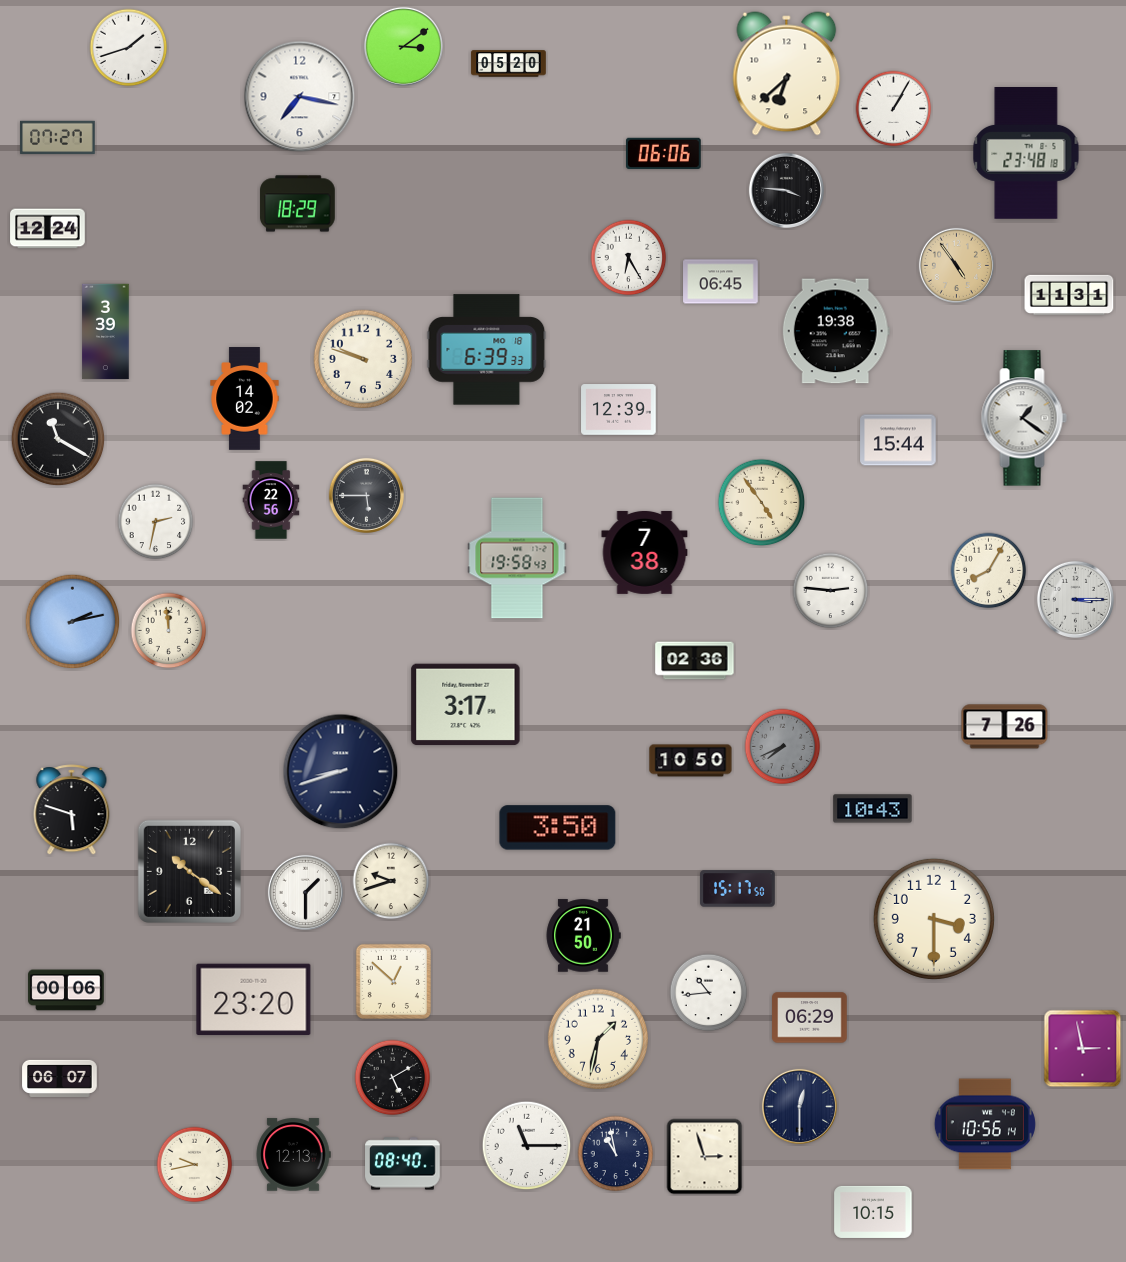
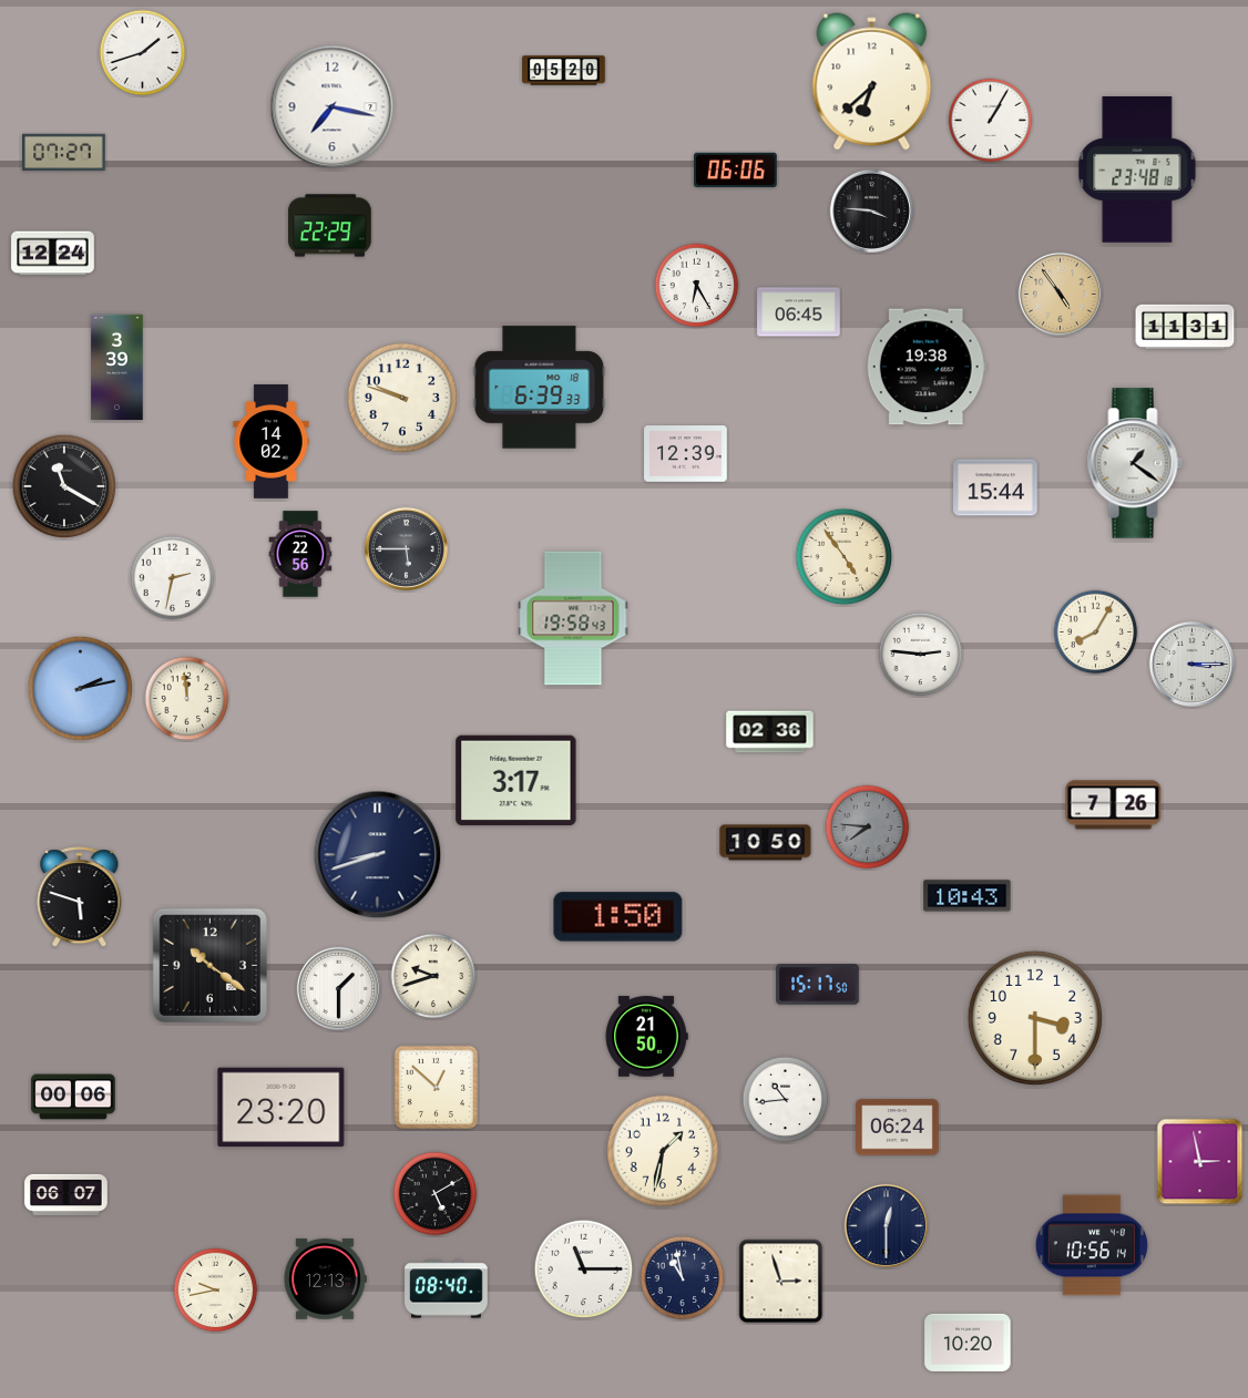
clock at (403, 46): 3:09 -> none
clock at (298, 204): 18:29 -> 22:29
clock at (645, 552): 7:38 -> none
clock at (783, 747): 7:41 -> 7:46
clock at (558, 828): 3:50 -> 1:50
clock at (810, 1018): 06:29 -> 06:24
clock at (873, 1212): 10:15 -> 10:20
